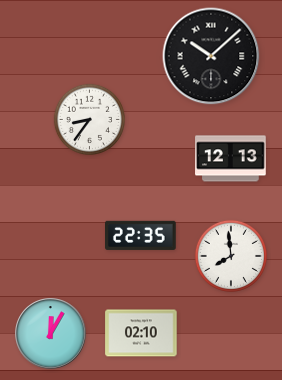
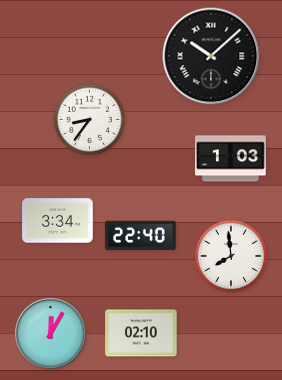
clock at (231, 159): 12:13 -> 1:03
clock at (58, 221): none -> 3:34
clock at (141, 235): 22:35 -> 22:40
